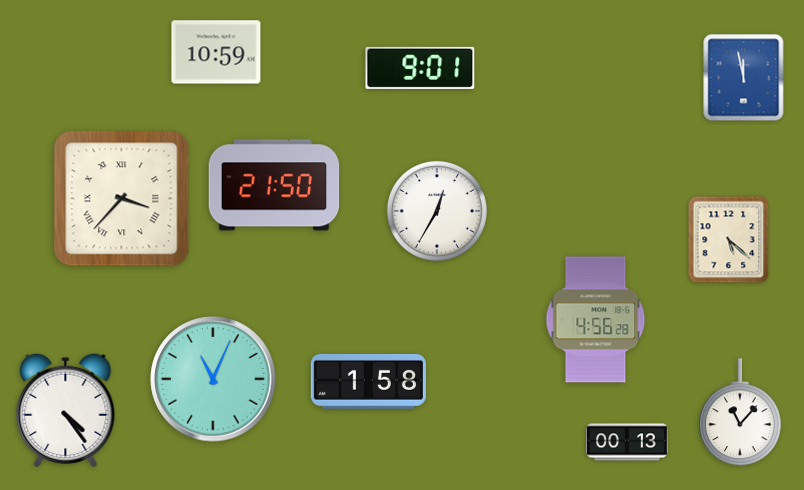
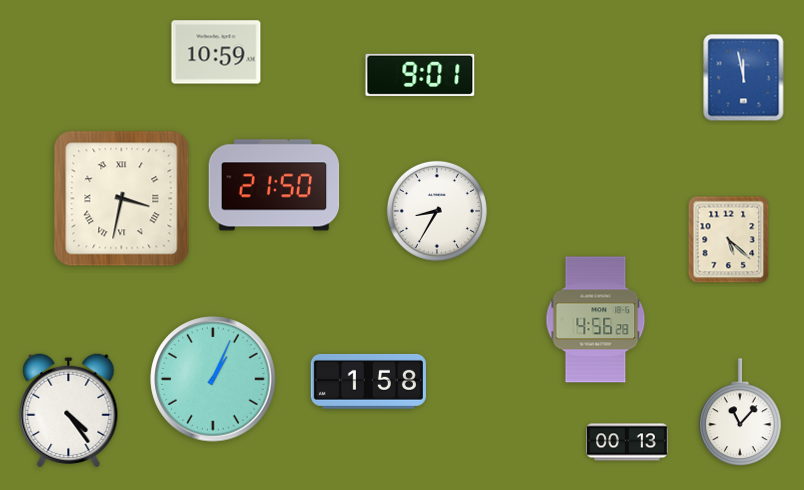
clock at (420, 68) position: (420, 68) -> (420, 75)
clock at (122, 199): 3:37 -> 3:32
clock at (437, 211): 12:35 -> 8:35
clock at (213, 379): 11:04 -> 1:04
clock at (66, 409) position: (66, 409) -> (69, 409)
